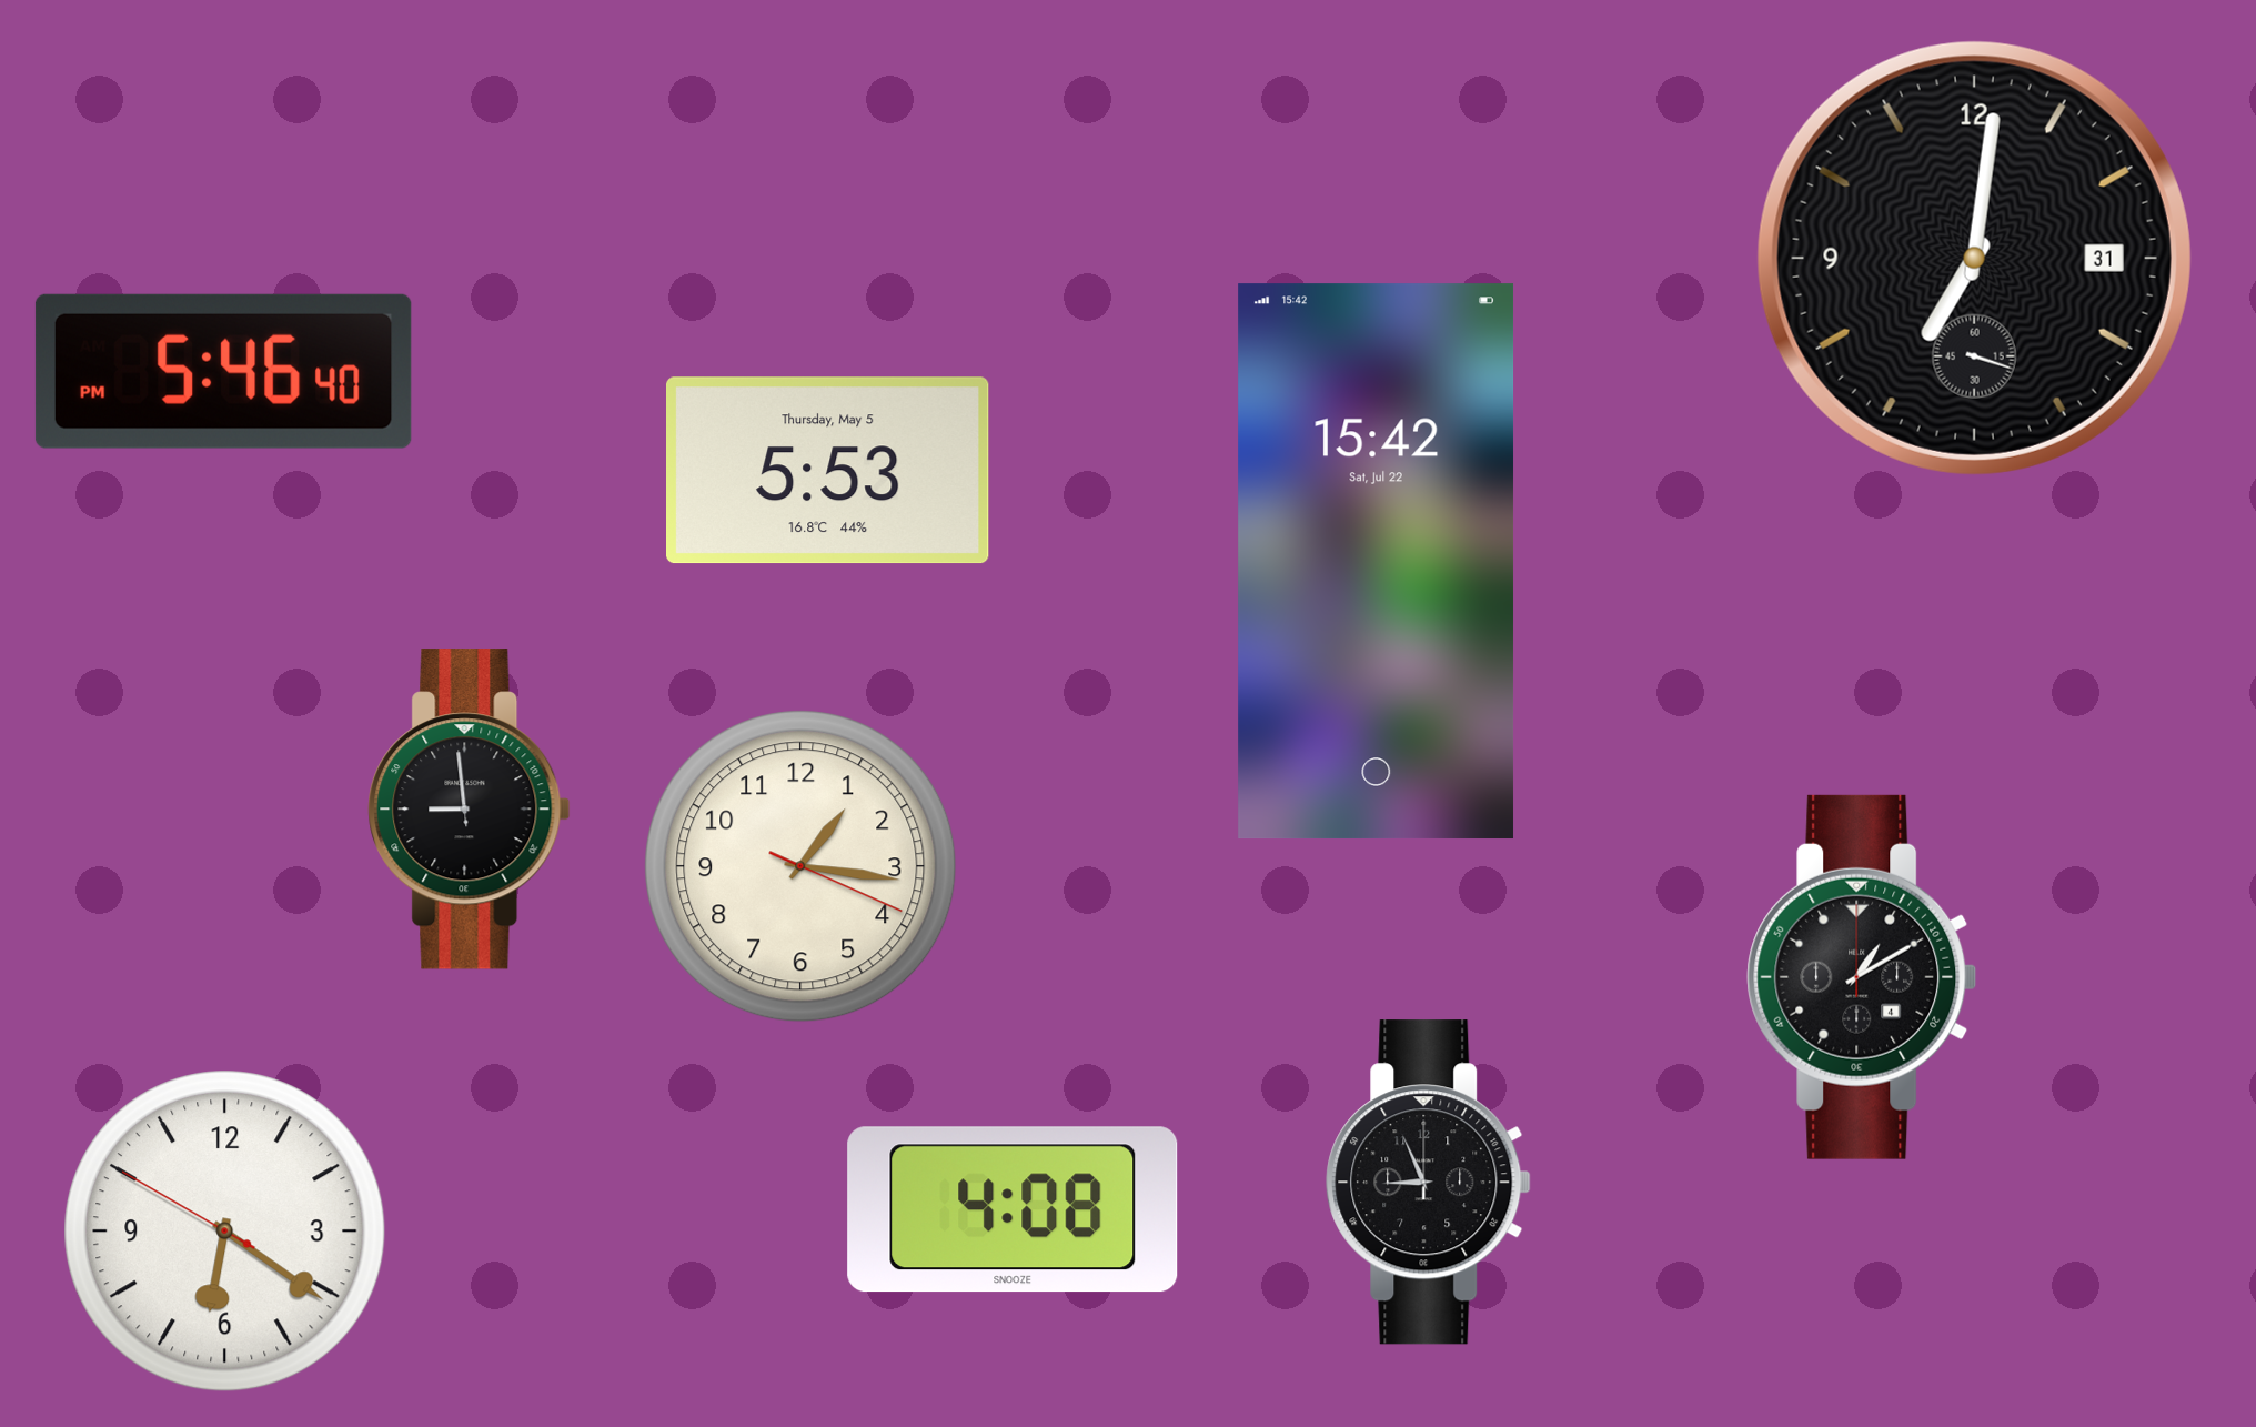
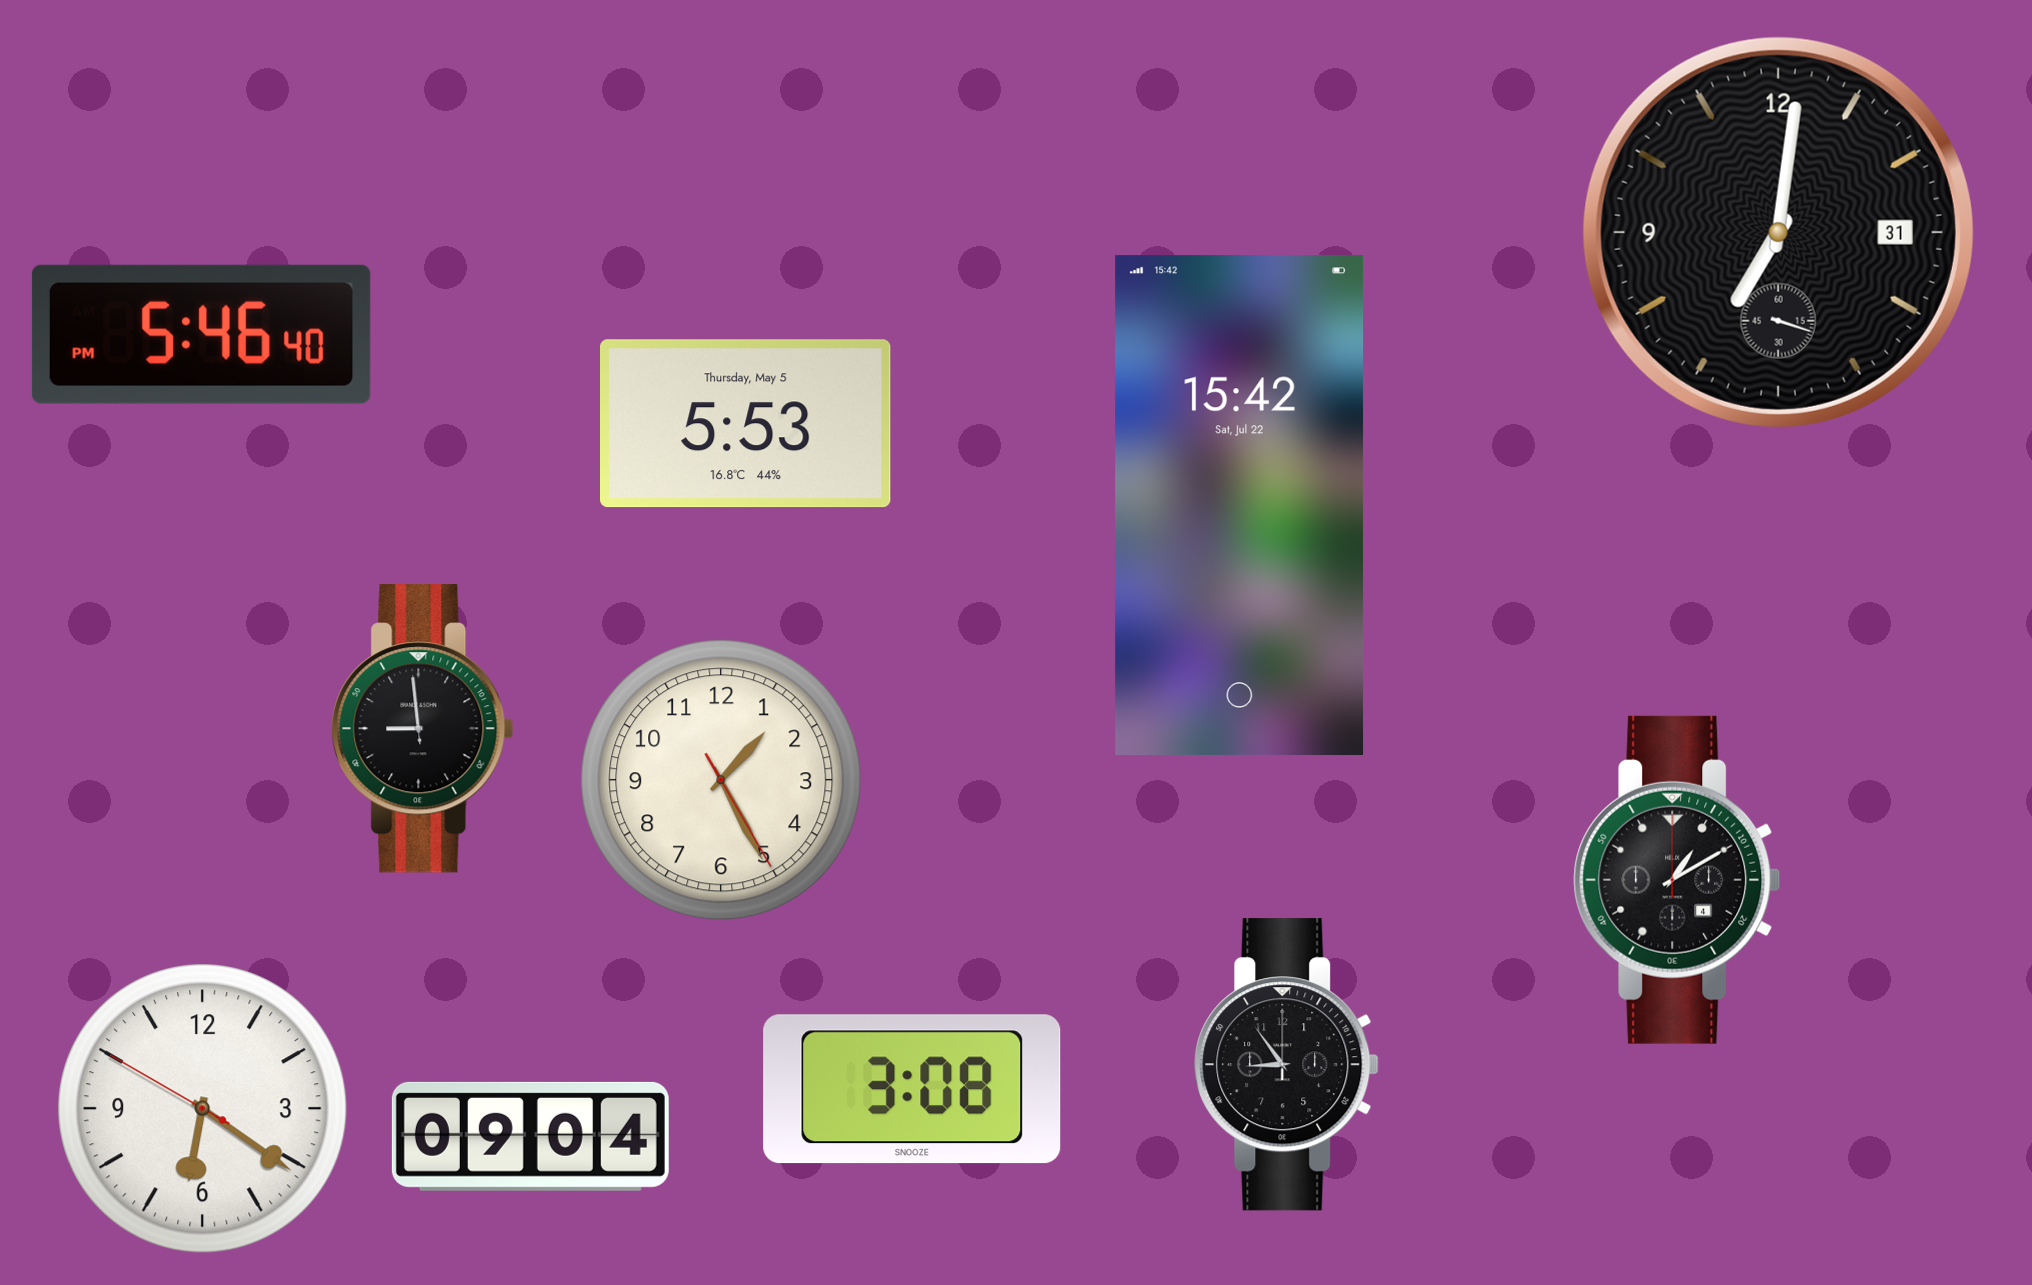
clock at (800, 866): 1:16 -> 1:25
clock at (1429, 1183): 8:56 -> 8:54
clock at (1013, 1209): 4:08 -> 3:08
clock at (530, 1136): none -> 09:04
